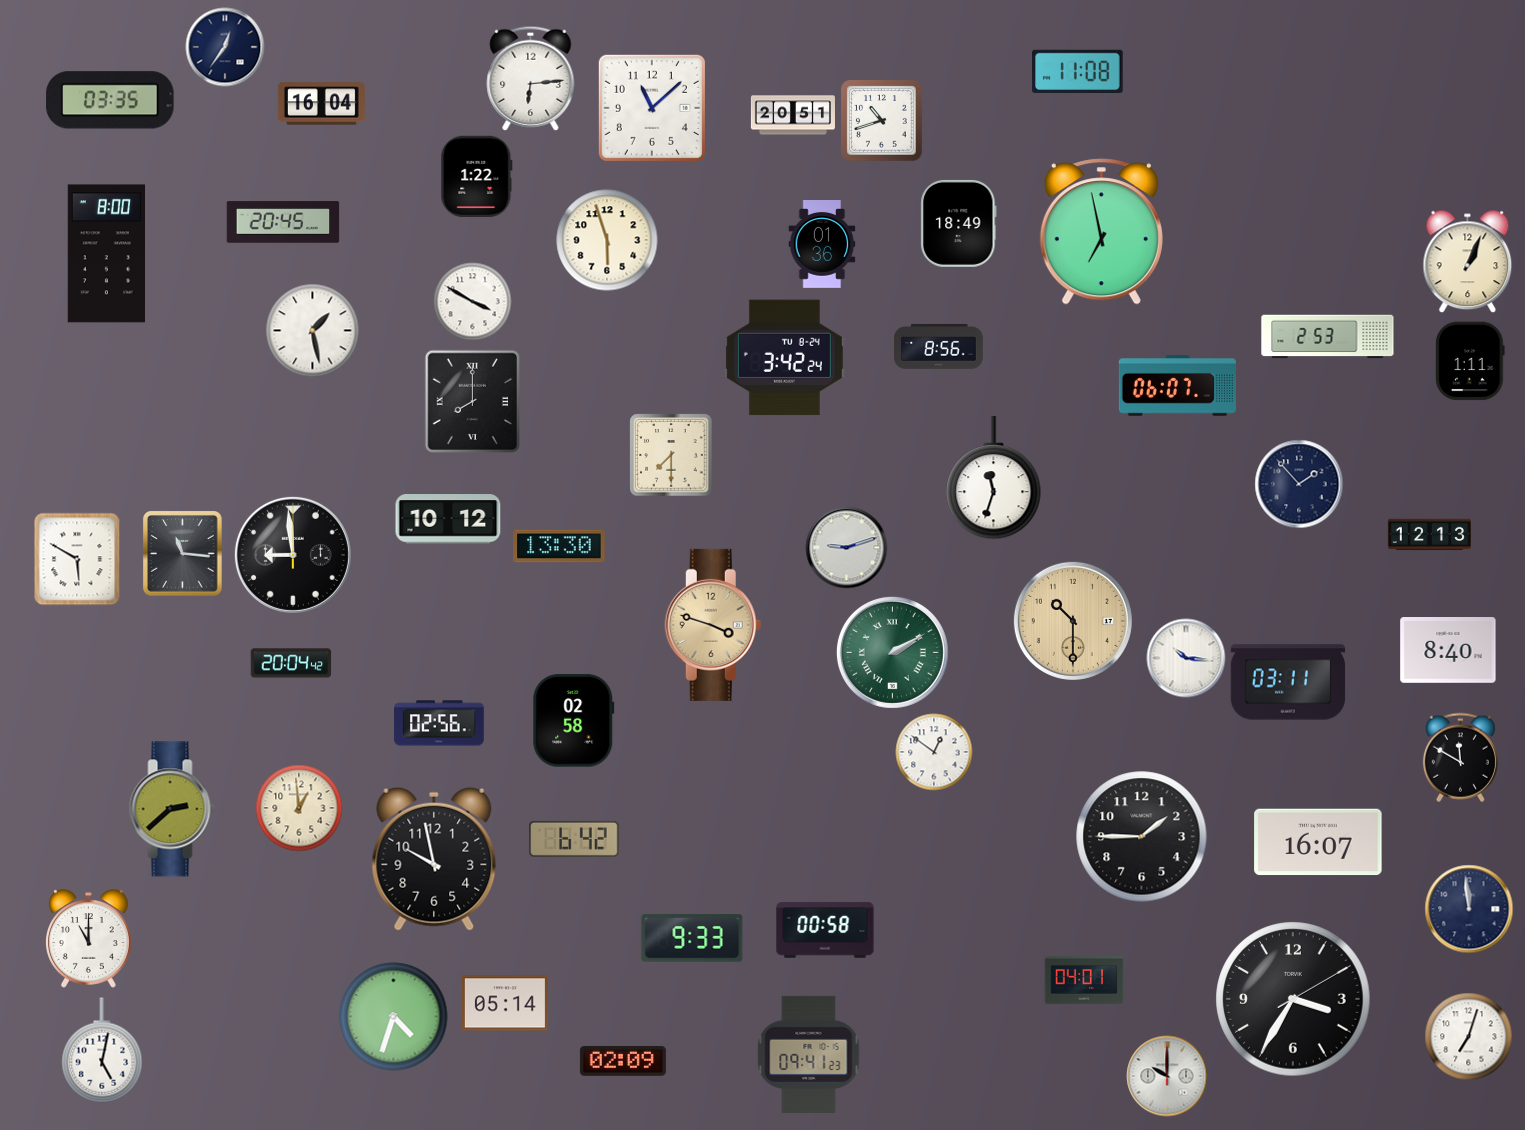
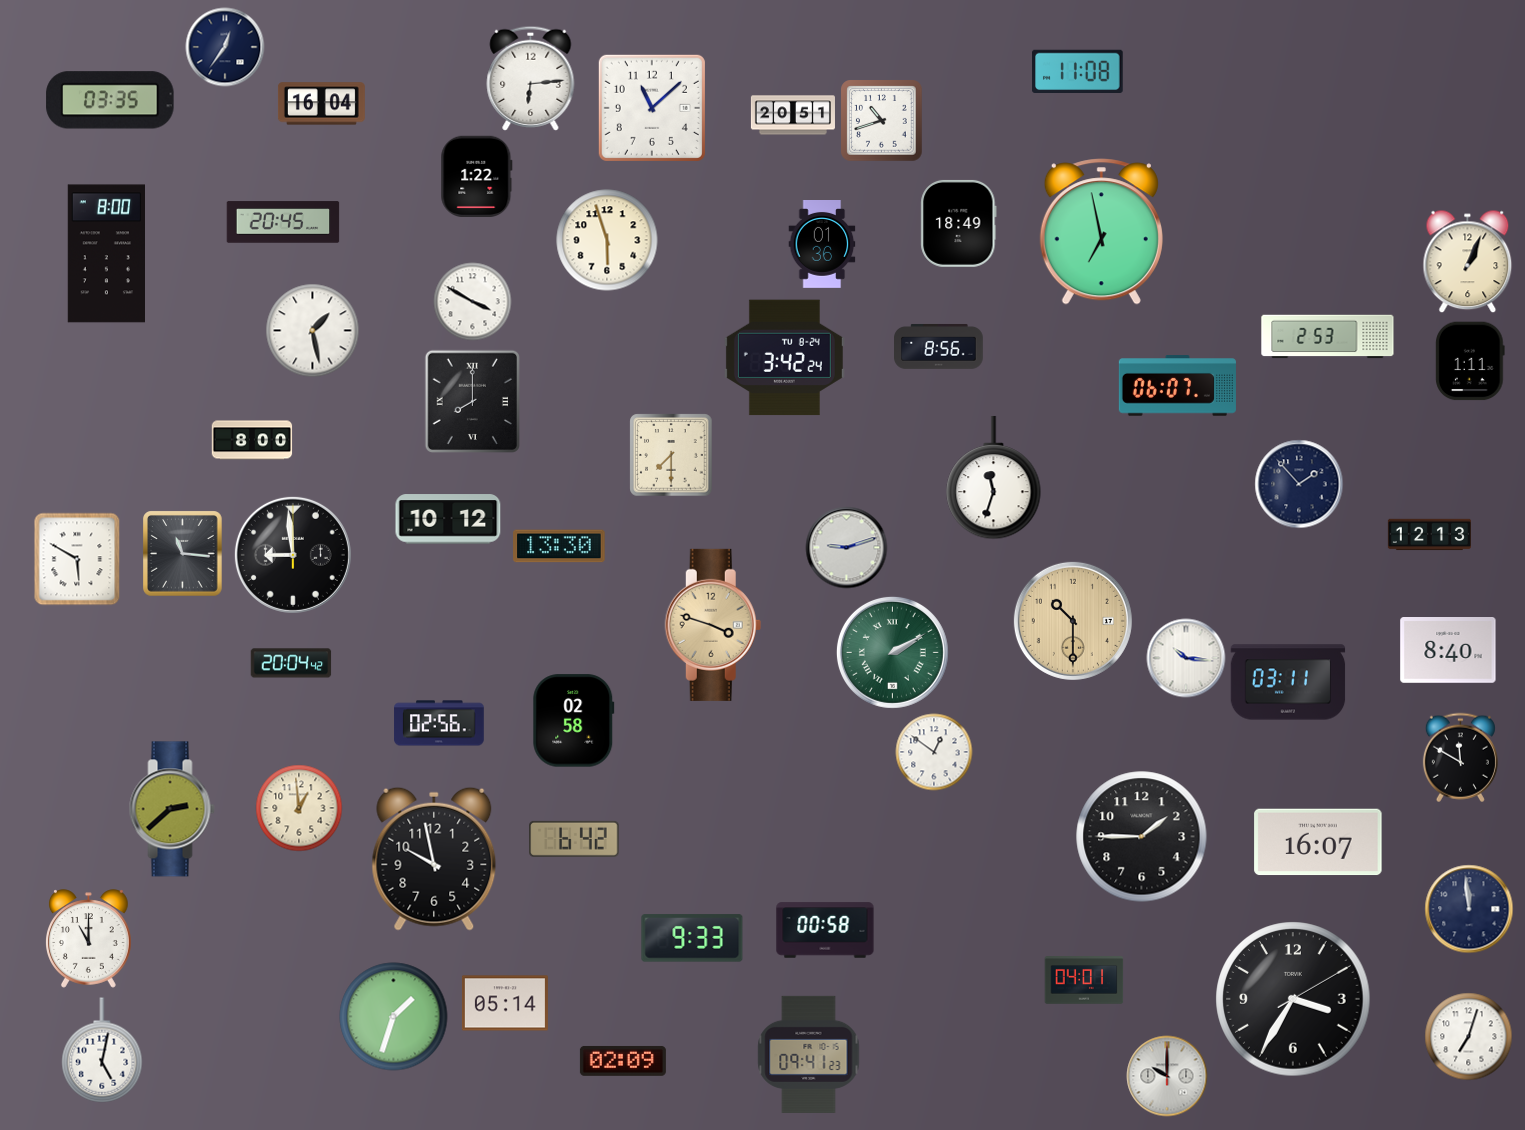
clock at (252, 440): none -> 8:00
clock at (394, 1017): 4:33 -> 1:33
